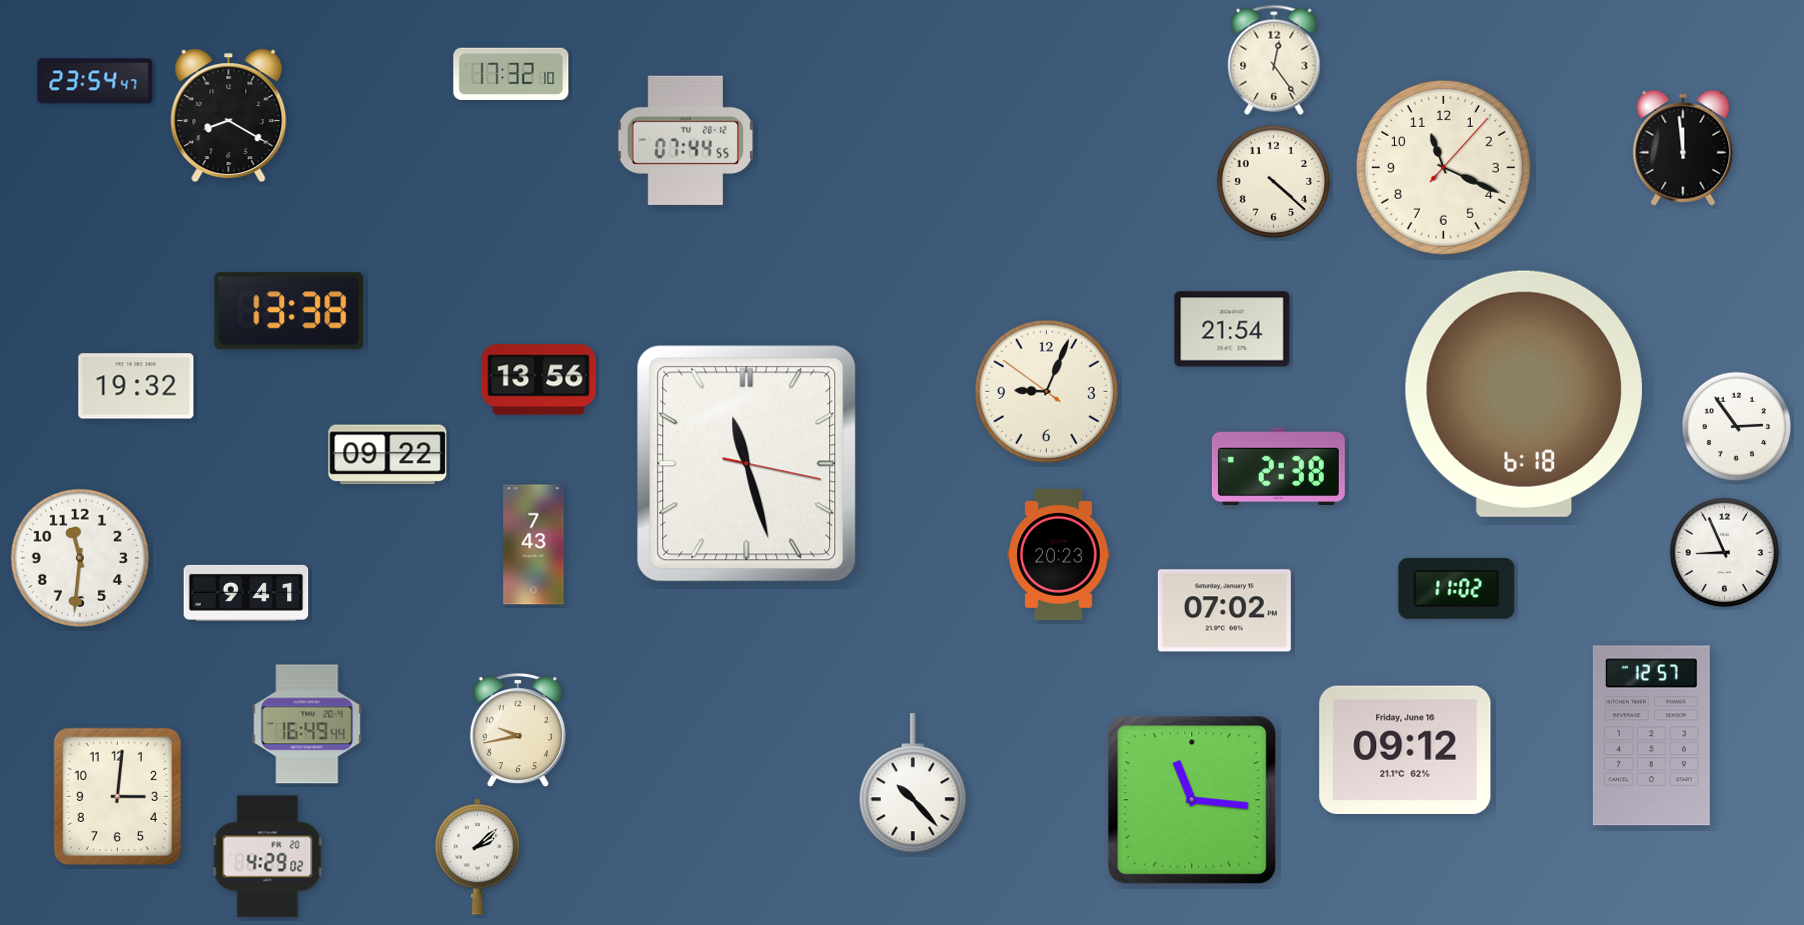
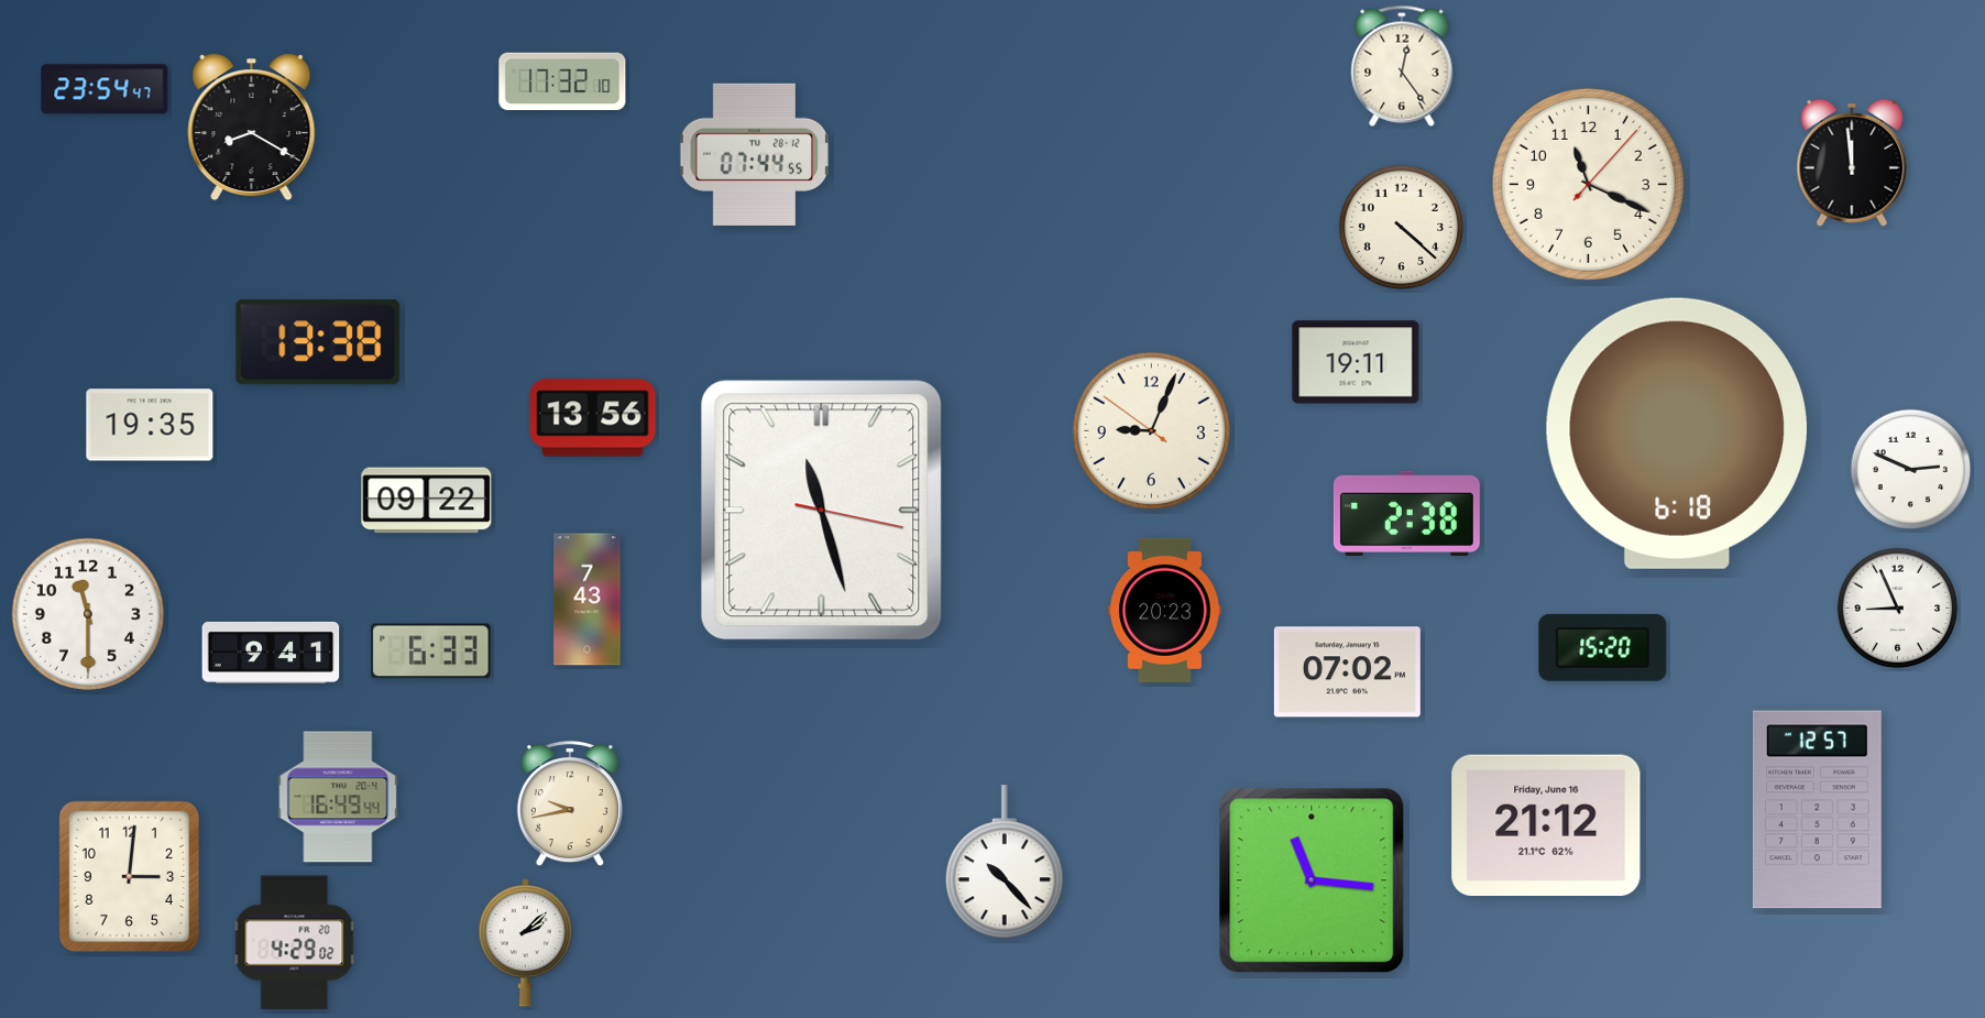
clock at (1274, 182) position: (1274, 182) -> (1402, 228)
clock at (1232, 329): 21:54 -> 19:11
clock at (136, 386): 19:32 -> 19:35
clock at (1737, 427): 2:54 -> 2:49
clock at (80, 558): 11:31 -> 11:30
clock at (1457, 588): 11:02 -> 15:20
clock at (431, 652): none -> 6:33
clock at (1405, 750): 09:12 -> 21:12
